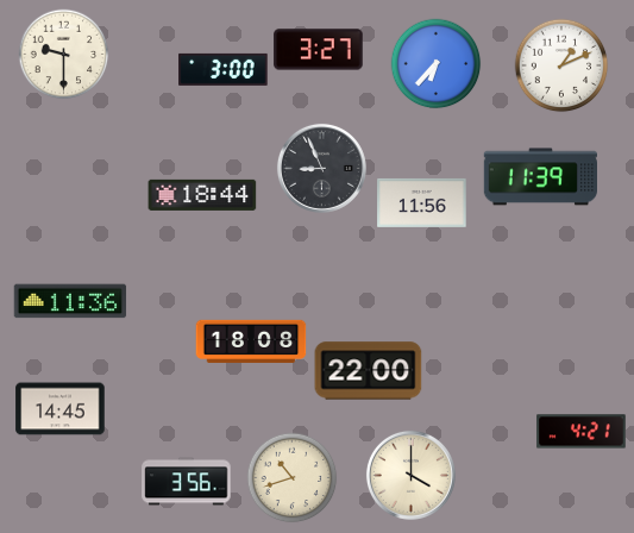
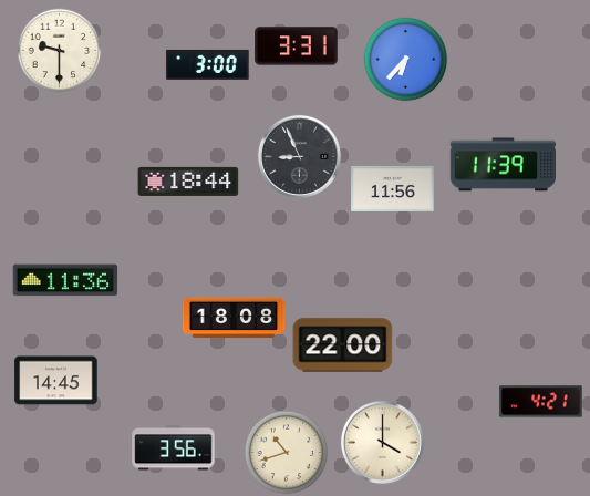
clock at (319, 50): 3:27 -> 3:31
clock at (561, 65): 1:11 -> none
clock at (293, 478) position: (293, 478) -> (287, 453)
